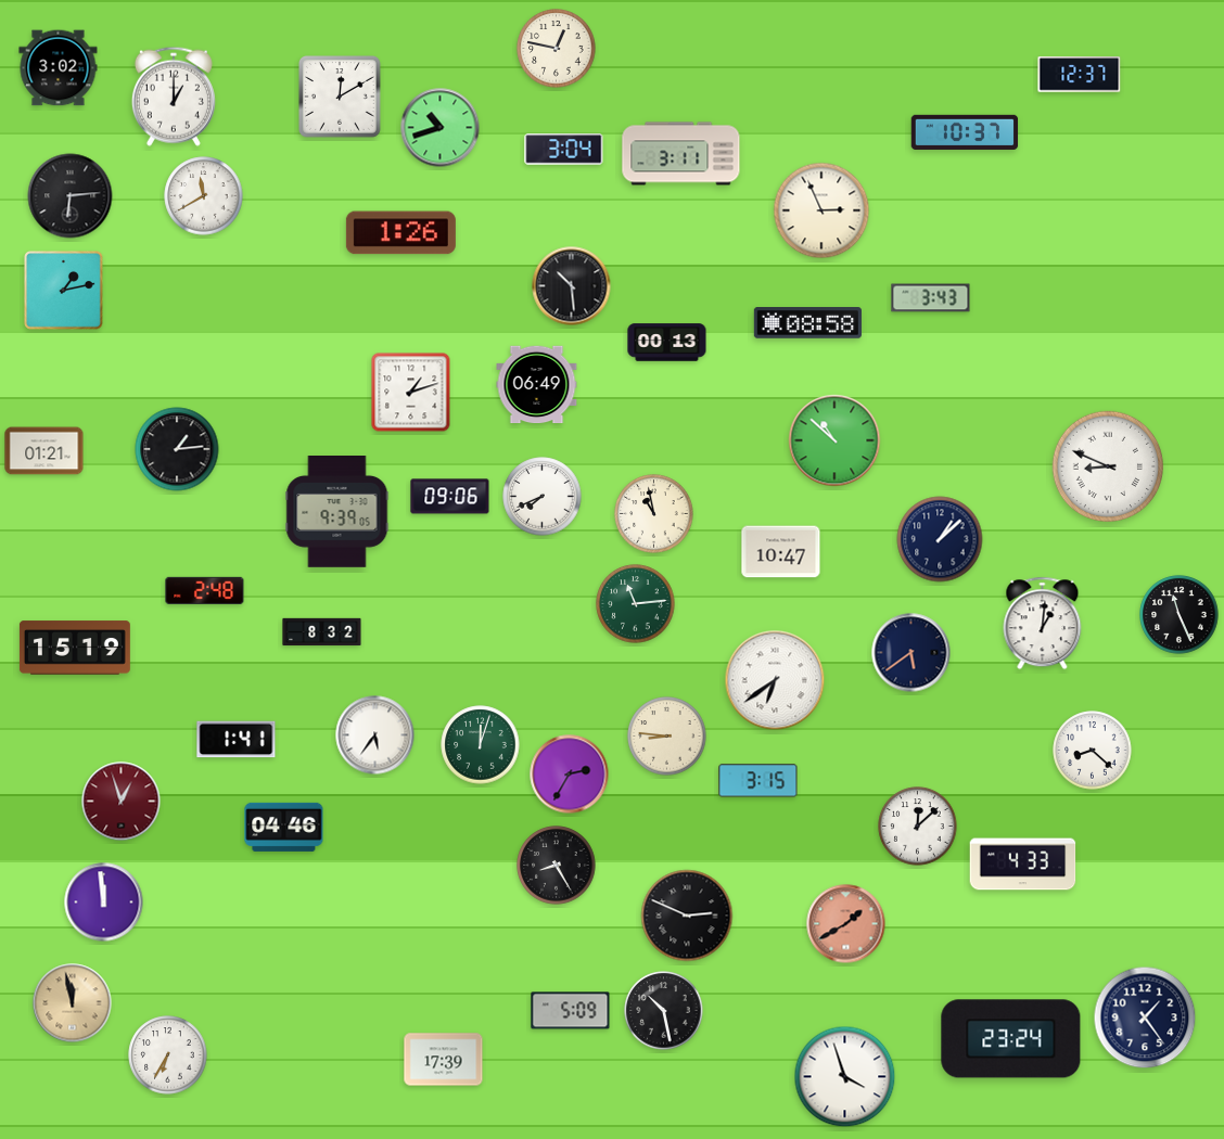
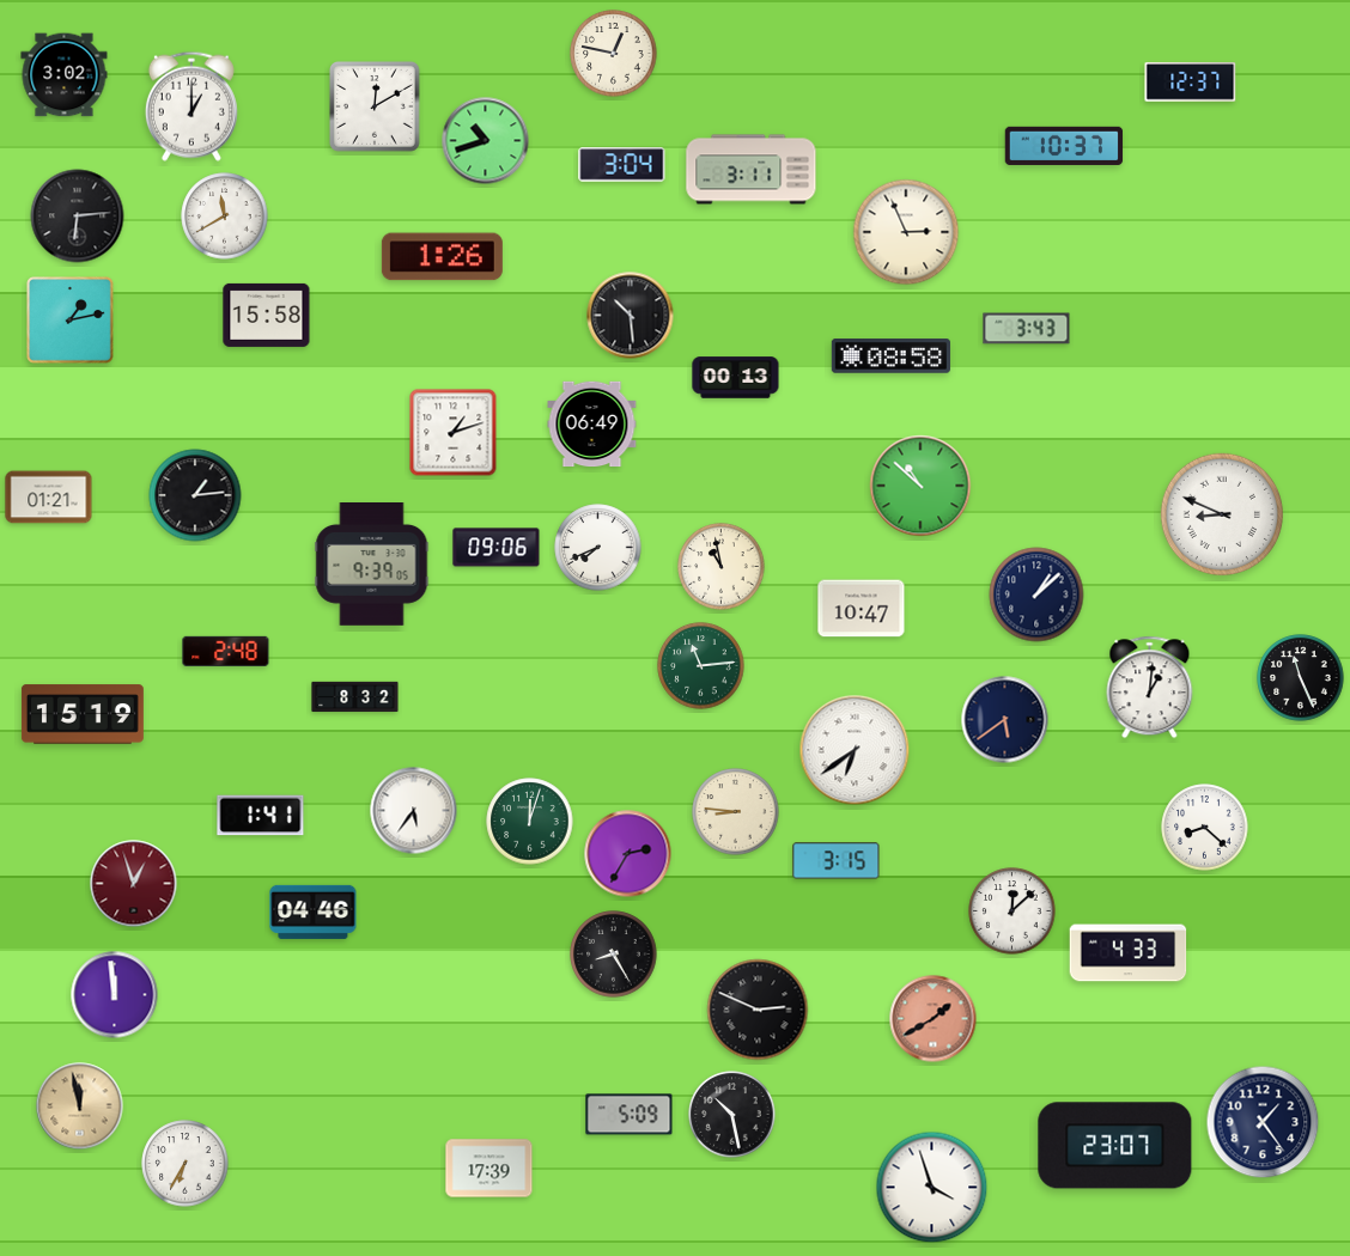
clock at (267, 315): none -> 15:58
clock at (1011, 1039): 23:24 -> 23:07
